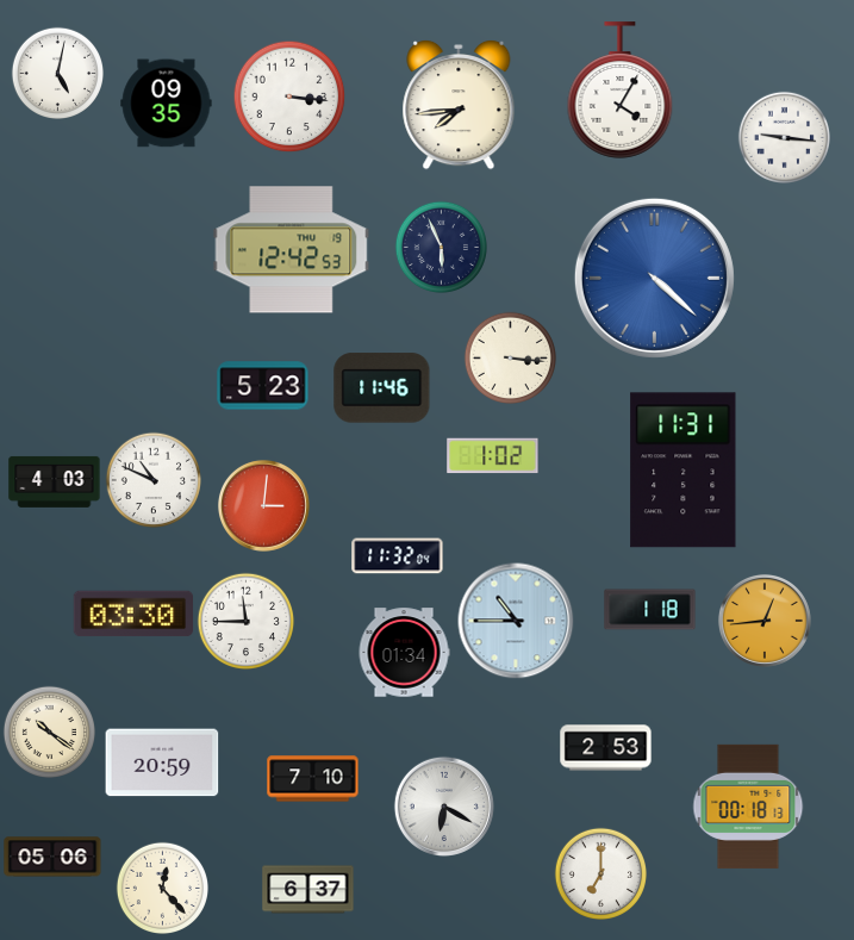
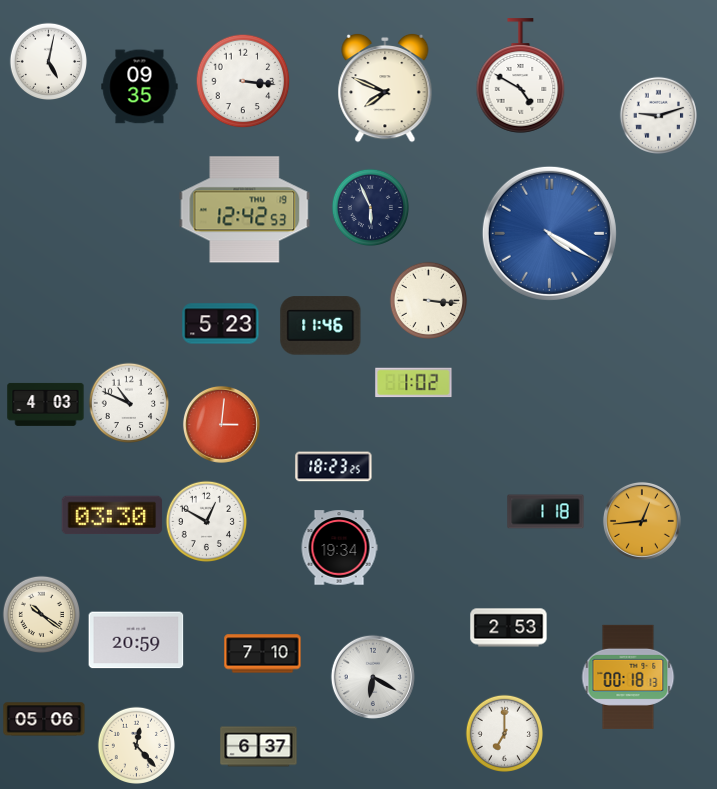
clock at (621, 91): 4:05 -> 4:50
clock at (459, 105): 7:44 -> 7:49
clock at (784, 137): 9:16 -> 9:12
clock at (654, 278): 4:22 -> 4:20
clock at (684, 471): 11:31 -> none
clock at (398, 556): 11:32 -> 18:23
clock at (245, 621): 11:45 -> 12:50
clock at (516, 621): 10:45 -> none
clock at (404, 653): 01:34 -> 19:34
